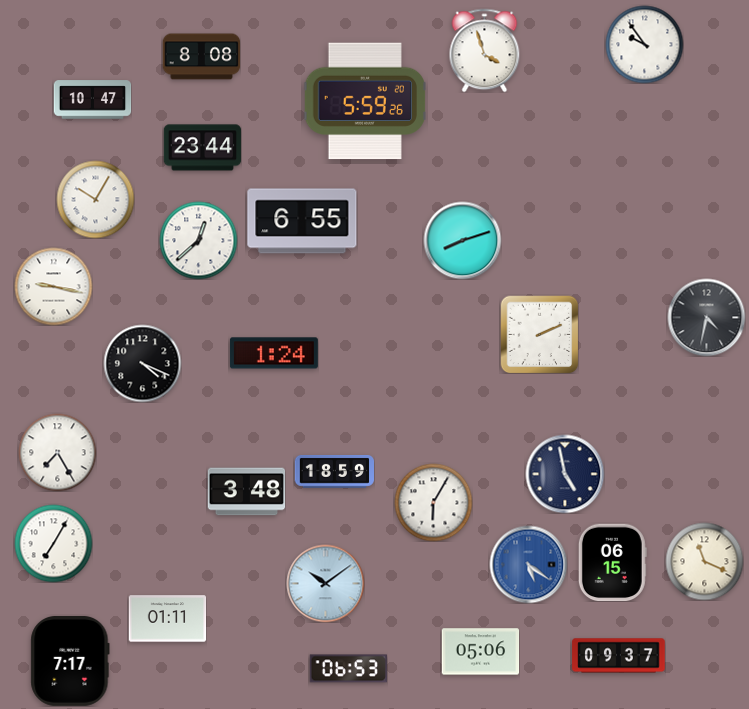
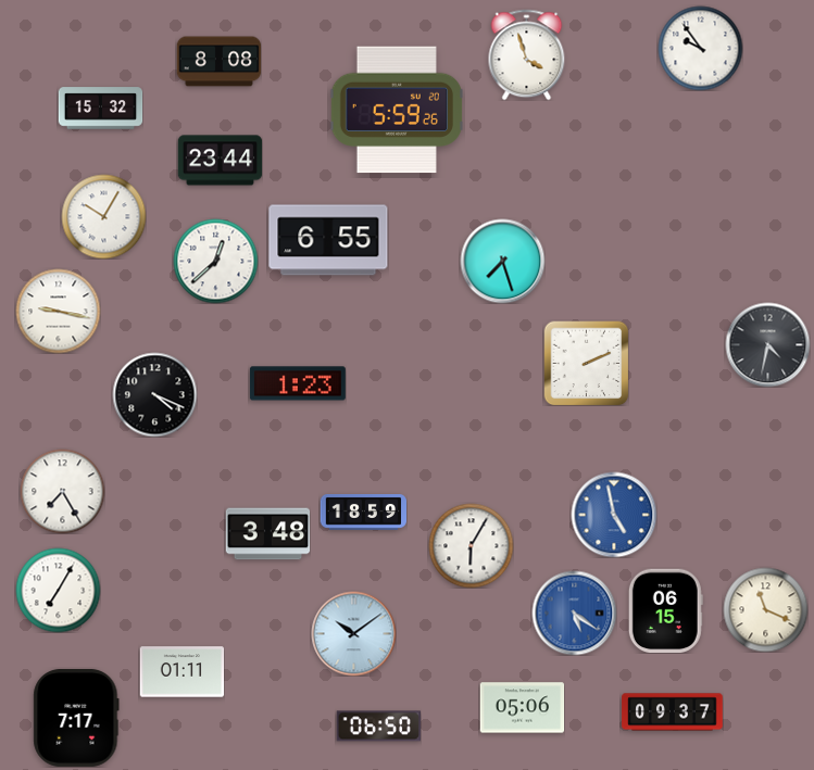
clock at (92, 100): 10:47 -> 15:32
clock at (462, 240): 8:12 -> 7:27
clock at (274, 353): 1:24 -> 1:23
clock at (565, 474) dial: navy -> blue
clock at (348, 669): 06:53 -> 06:50
